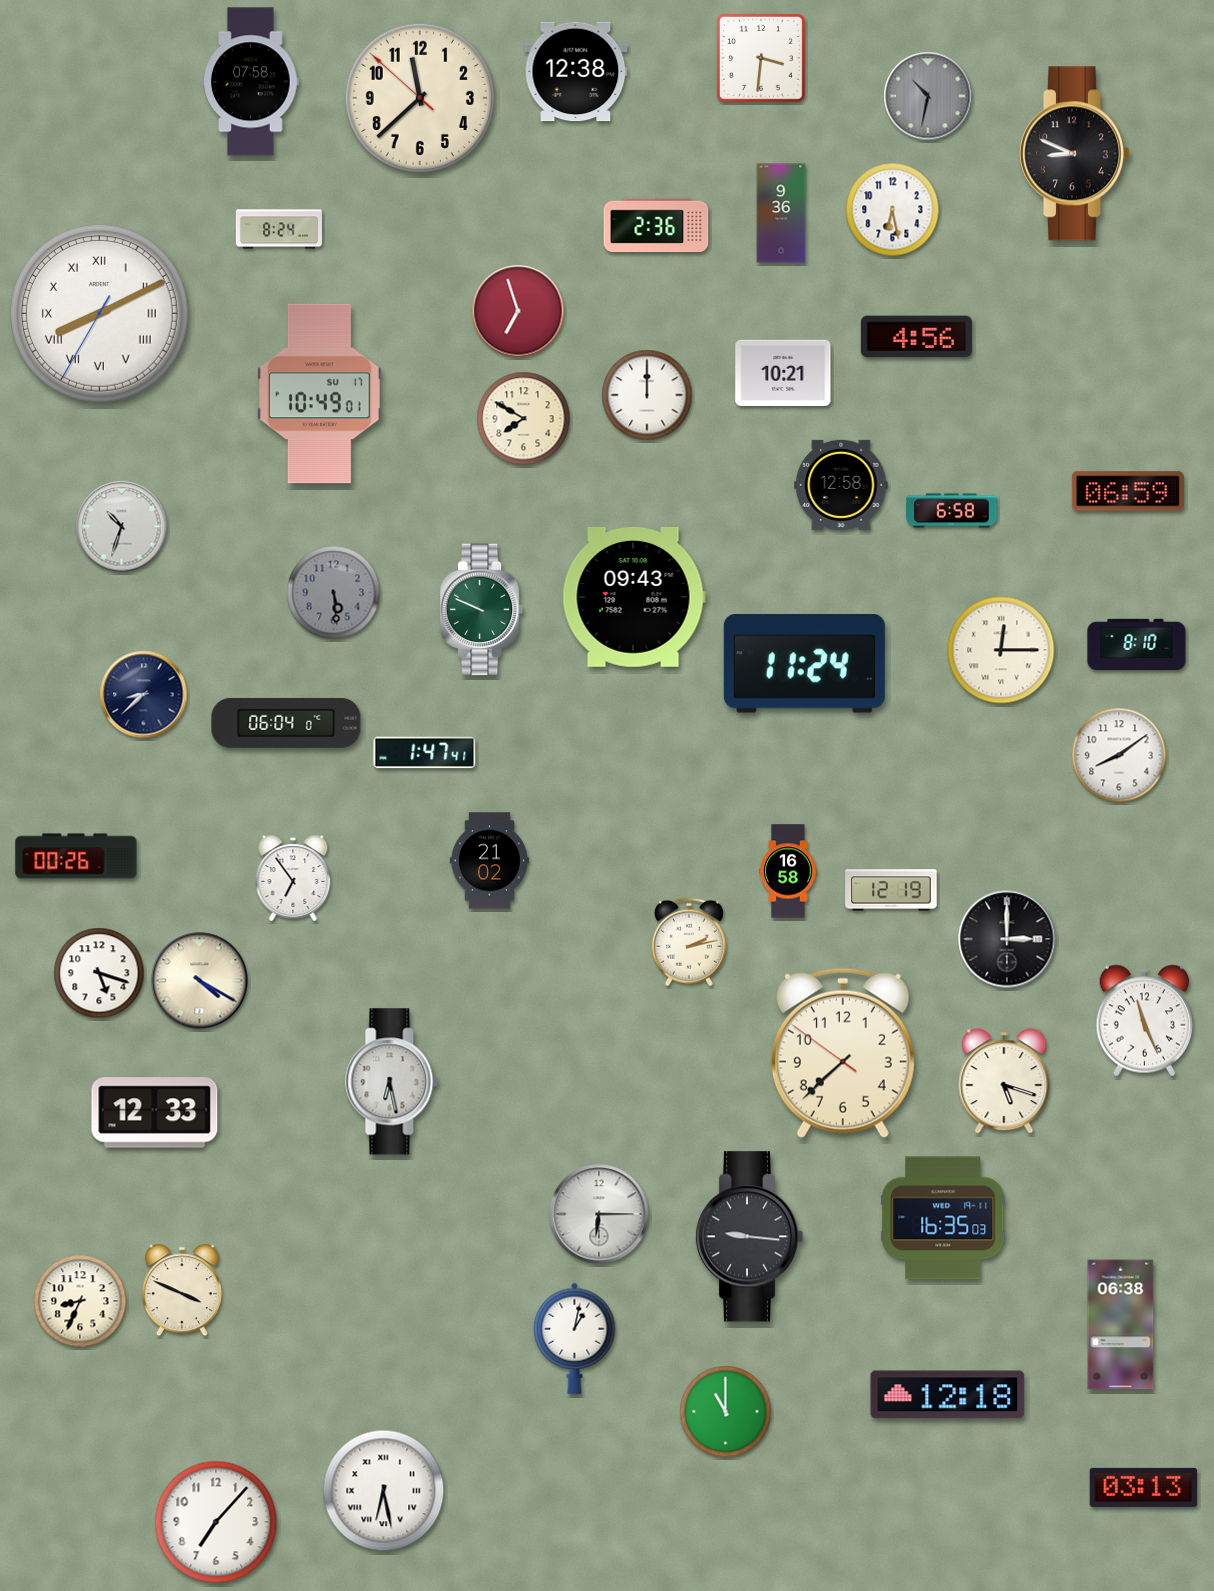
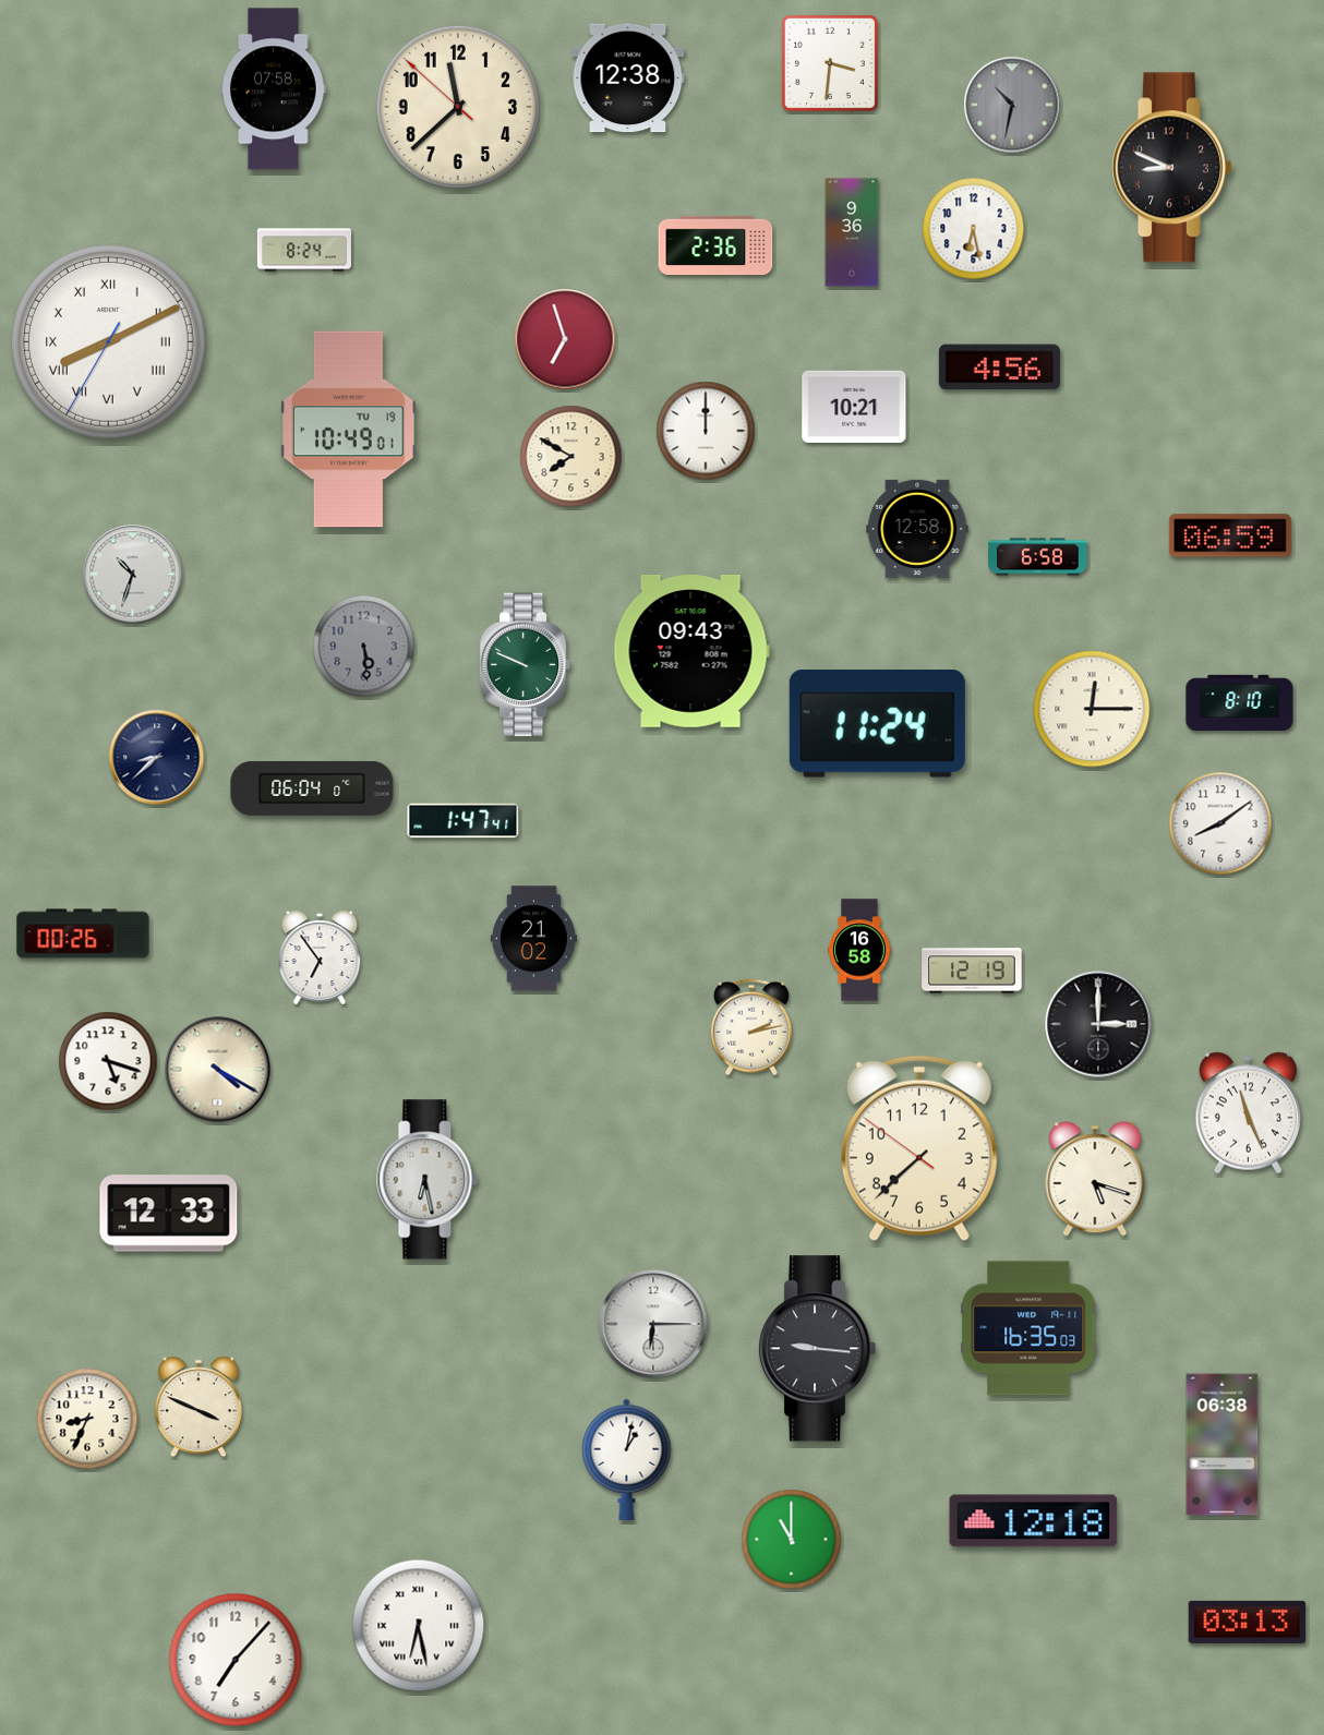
clock at (320, 394) date: SU 17 -> TU 19
